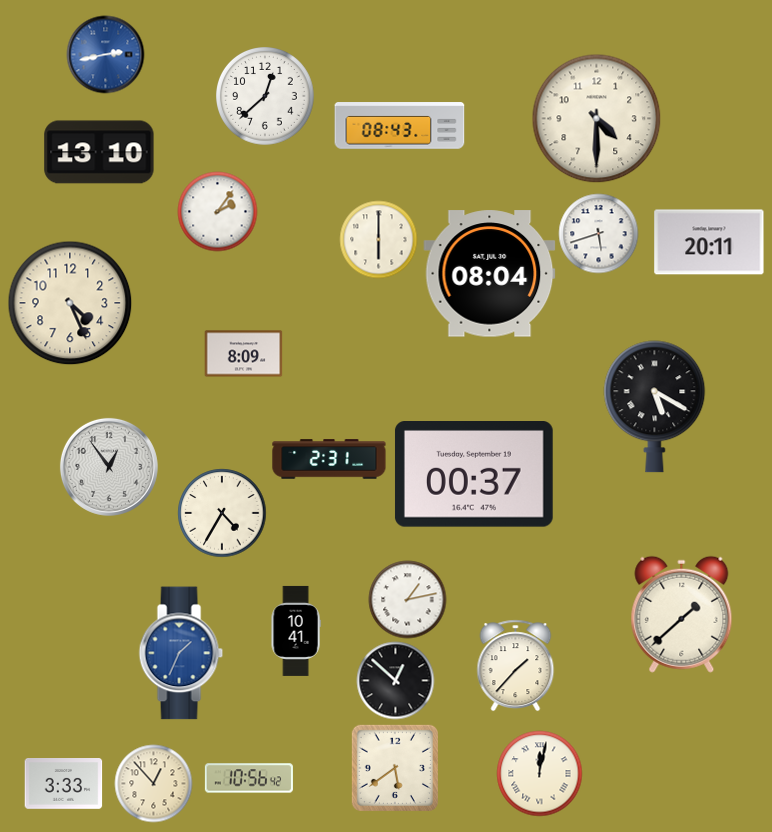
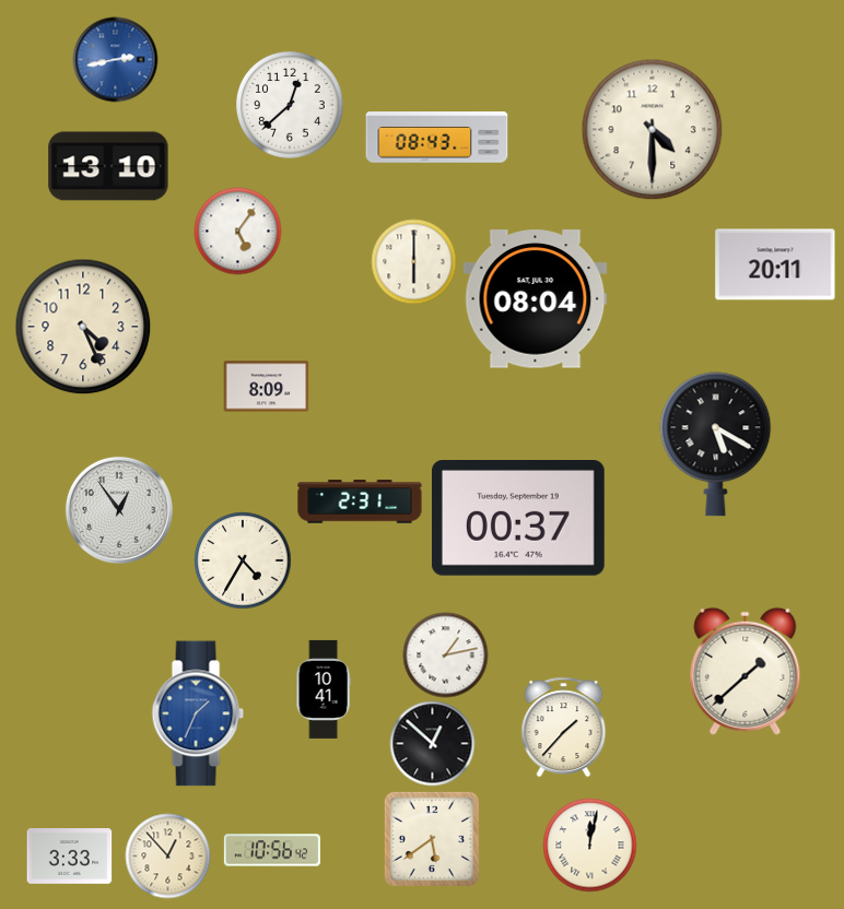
clock at (217, 211): 2:06 -> 5:06
clock at (598, 233): 5:42 -> none
clock at (70, 303) position: (70, 303) -> (83, 327)
